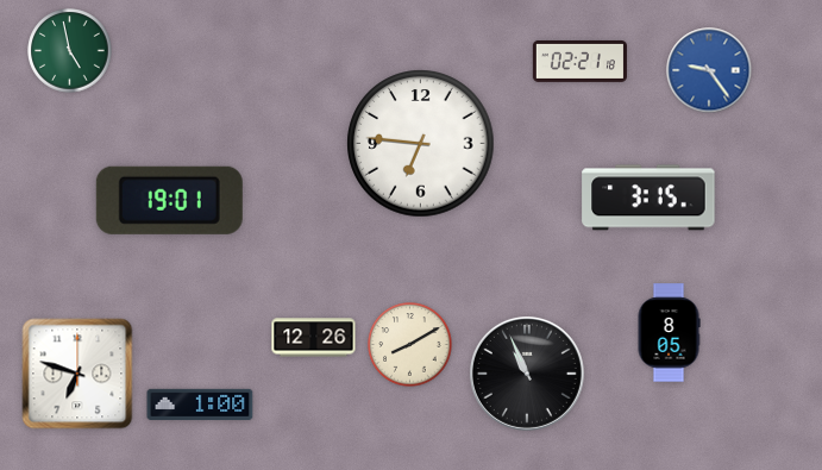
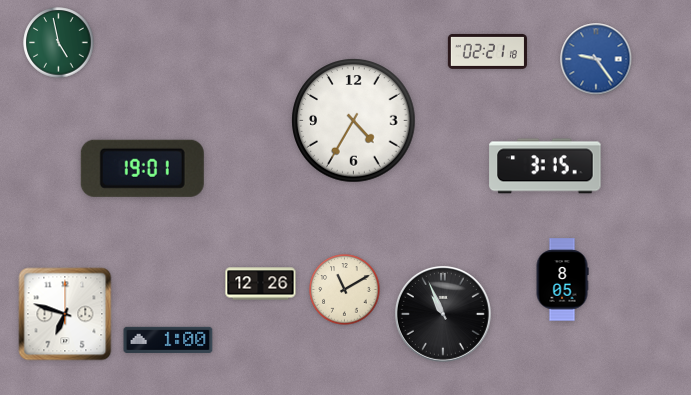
clock at (421, 144): 6:46 -> 4:35
clock at (314, 338) position: (314, 338) -> (261, 284)
clock at (410, 345): 8:10 -> 11:10
